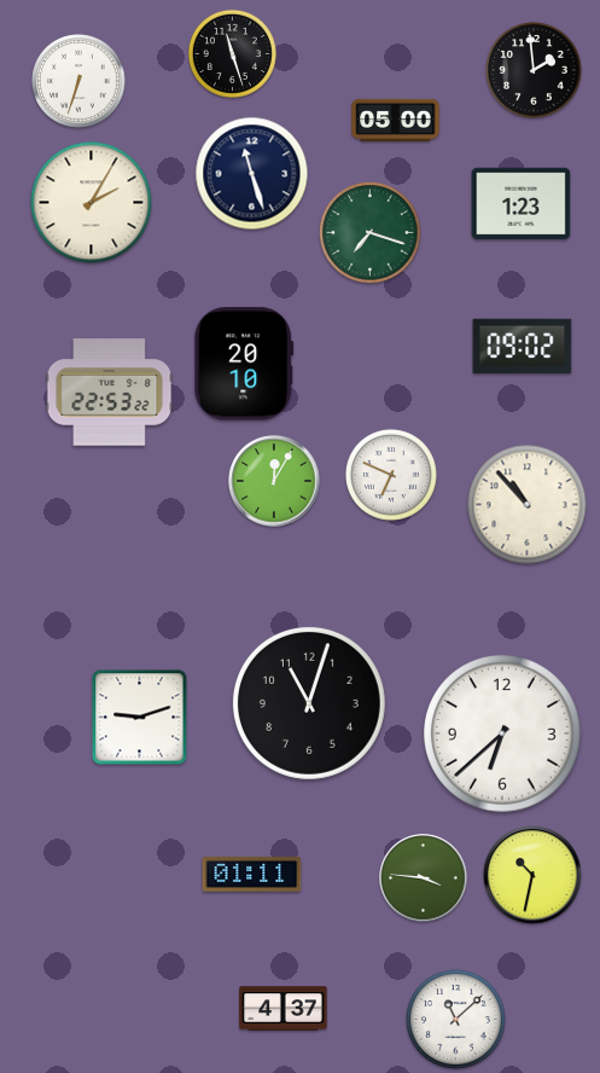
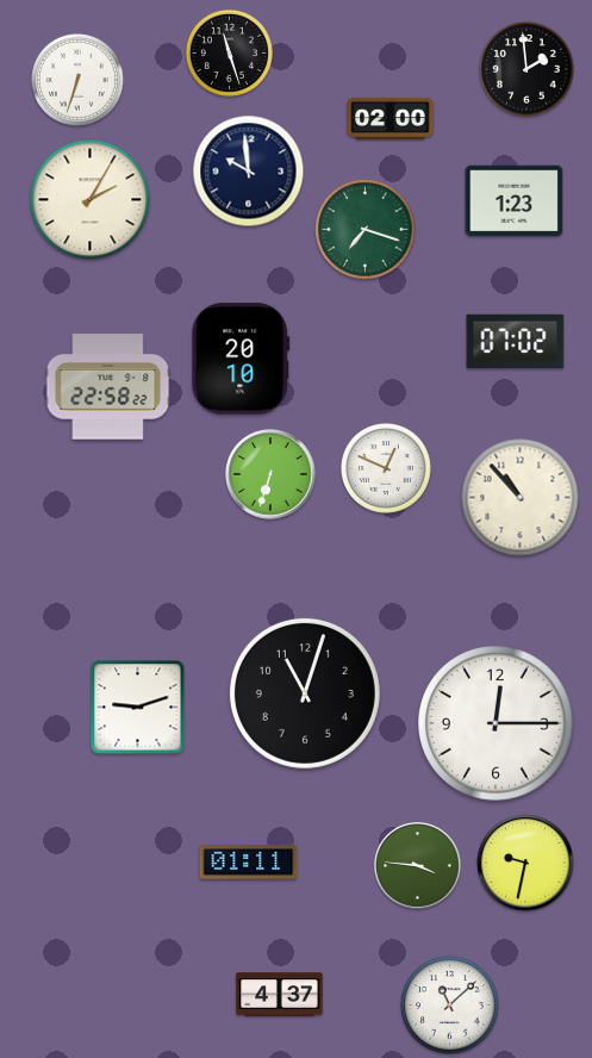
clock at (396, 120): 05:00 -> 02:00
clock at (252, 174): 11:27 -> 9:59
clock at (523, 346): 09:02 -> 07:02
clock at (110, 393): 22:53 -> 22:58
clock at (391, 475): 6:49 -> 12:49
clock at (274, 481): 12:05 -> 6:33
clock at (503, 735): 6:38 -> 12:15
clock at (532, 875): 10:32 -> 9:32
